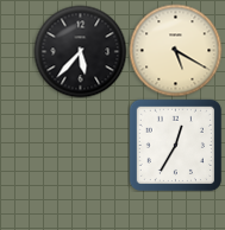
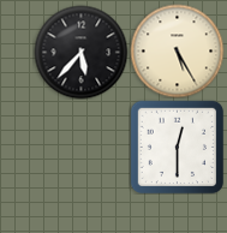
clock at (175, 50): 5:20 -> 5:25
clock at (175, 145): 12:35 -> 12:30
